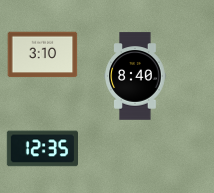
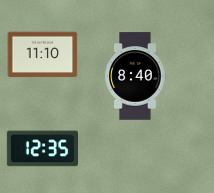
clock at (43, 55): 3:10 -> 11:10
